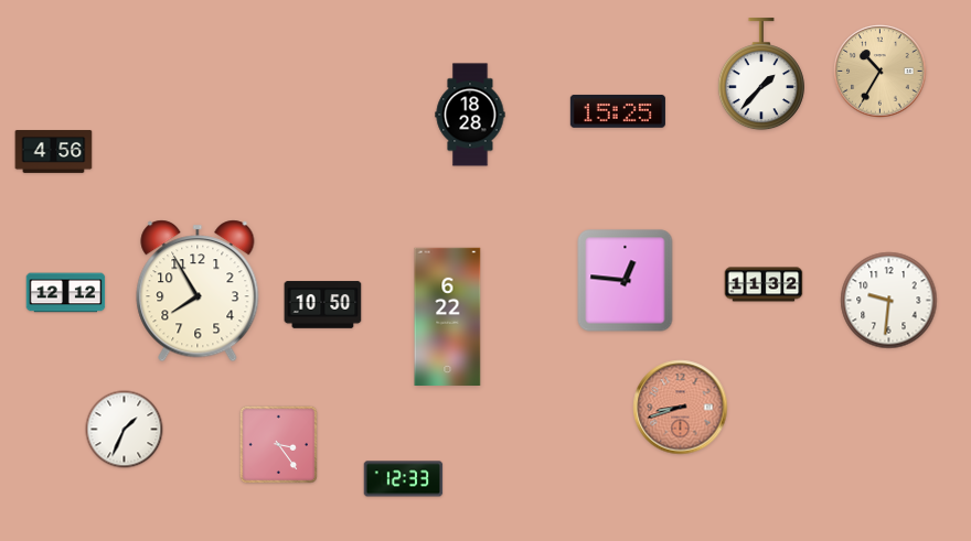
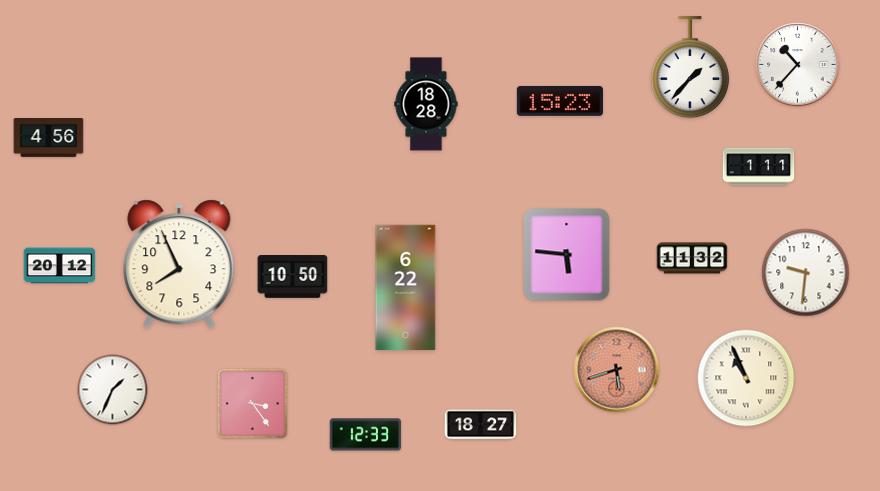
clock at (881, 72): 10:35 -> 10:37
clock at (881, 72) dial: champagne -> white
clock at (618, 111): 15:25 -> 15:23
clock at (759, 167): none -> 1:11
clock at (626, 281): 12:46 -> 5:46
clock at (198, 291): 7:55 -> 7:56
clock at (66, 293): 12:12 -> 20:12
clock at (681, 408): 8:42 -> 5:42
clock at (746, 378): none -> 10:56
clock at (481, 425): none -> 18:27
